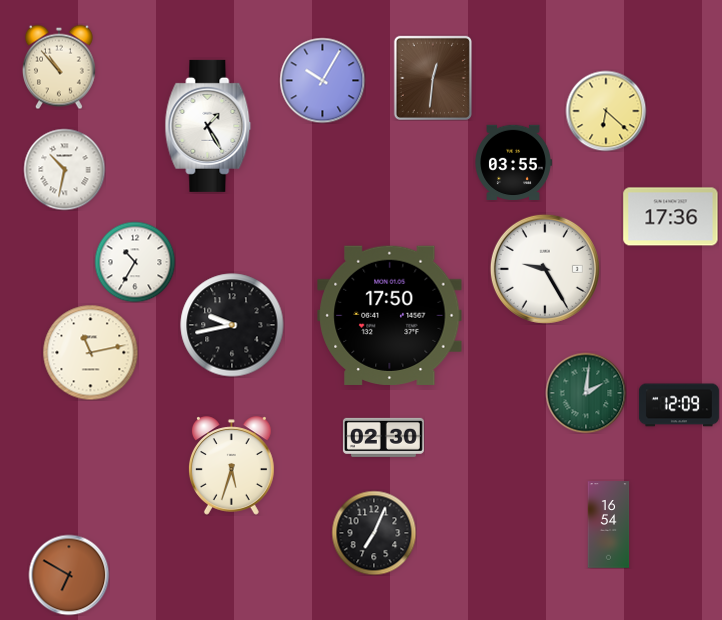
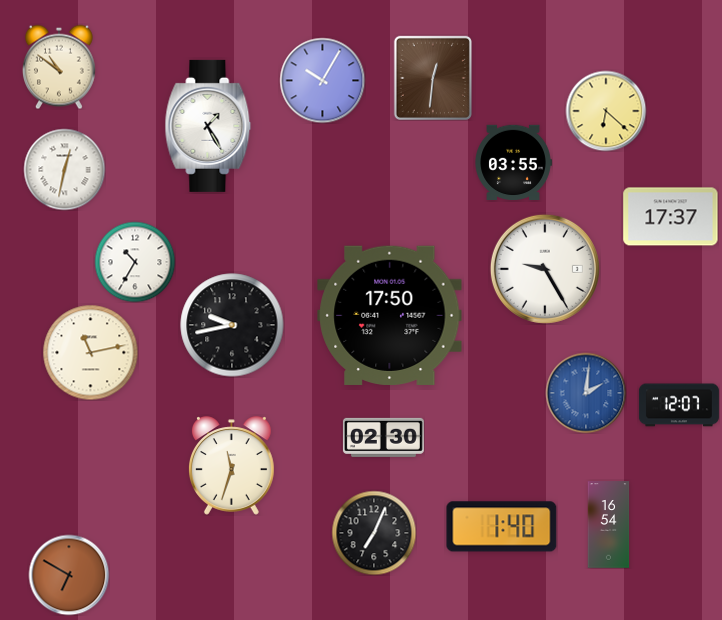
clock at (59, 67): 10:53 -> 10:51
clock at (64, 169): 10:32 -> 12:32
clock at (671, 217): 17:36 -> 17:37
clock at (586, 393) dial: green -> blue
clock at (679, 405): 12:09 -> 12:07
clock at (232, 466): 5:33 -> 11:33
clock at (502, 527): none -> 1:40
